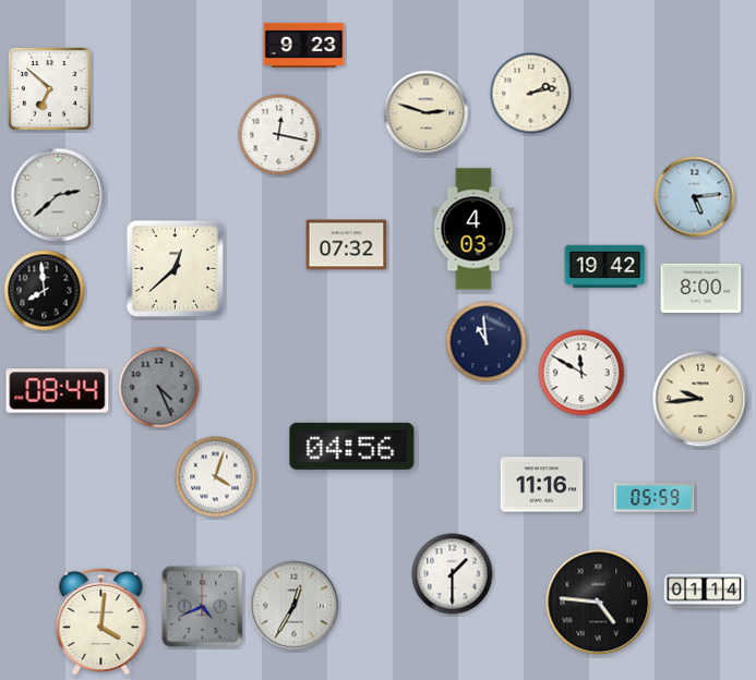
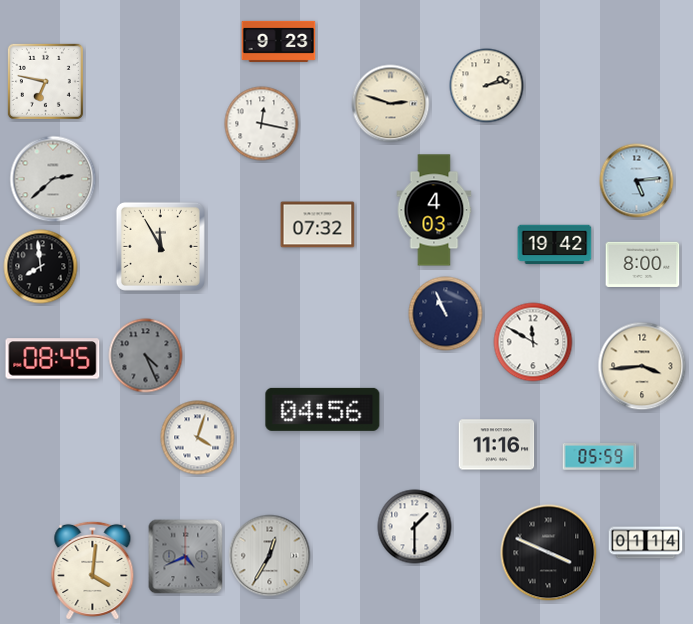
clock at (49, 88): 6:52 -> 6:47
clock at (279, 135) position: (279, 135) -> (262, 124)
clock at (175, 268): 12:38 -> 11:55
clock at (487, 342): 10:59 -> 10:56
clock at (58, 391): 08:44 -> 08:45
clock at (700, 399): 9:44 -> 3:44
clock at (599, 603): 4:46 -> 3:49
